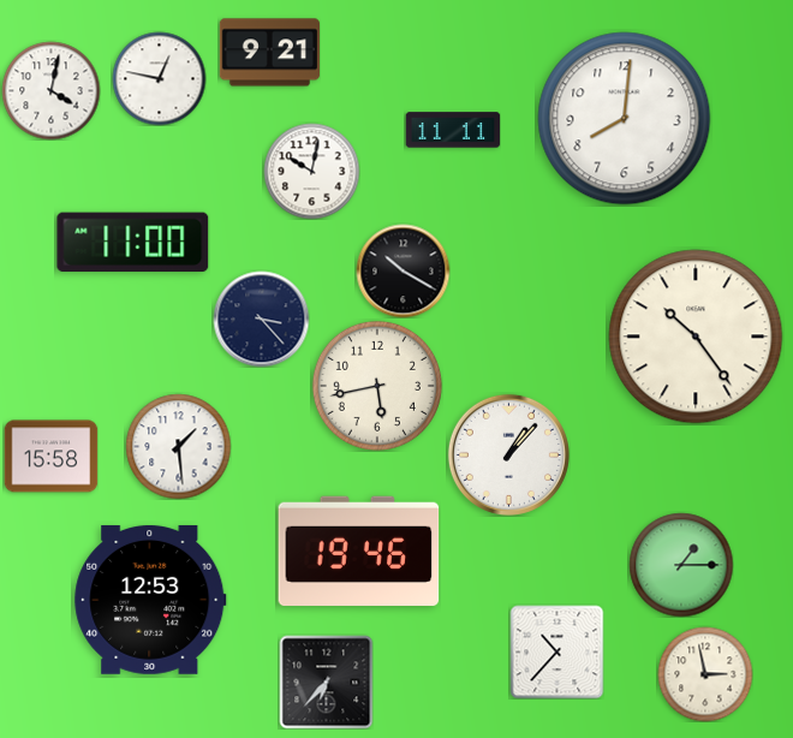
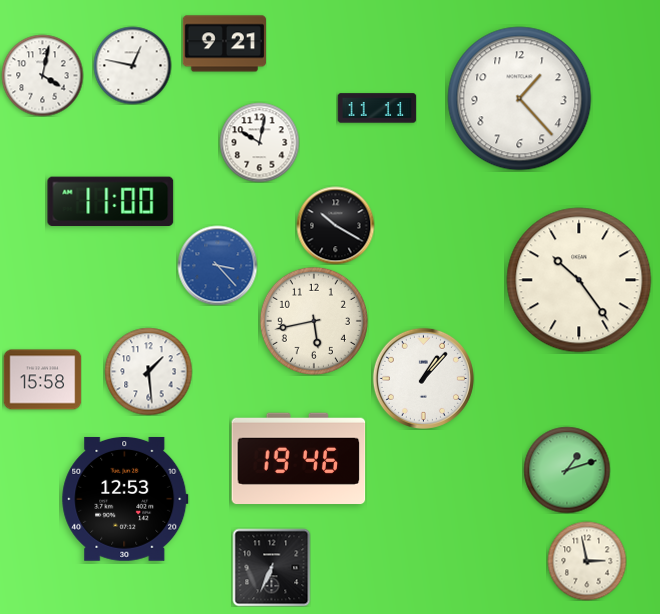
clock at (625, 119): 8:01 -> 1:23
clock at (261, 319) dial: navy -> blue
clock at (681, 565): 1:15 -> 1:12
clock at (556, 651): 10:37 -> none
clock at (326, 682): 6:37 -> 6:34
